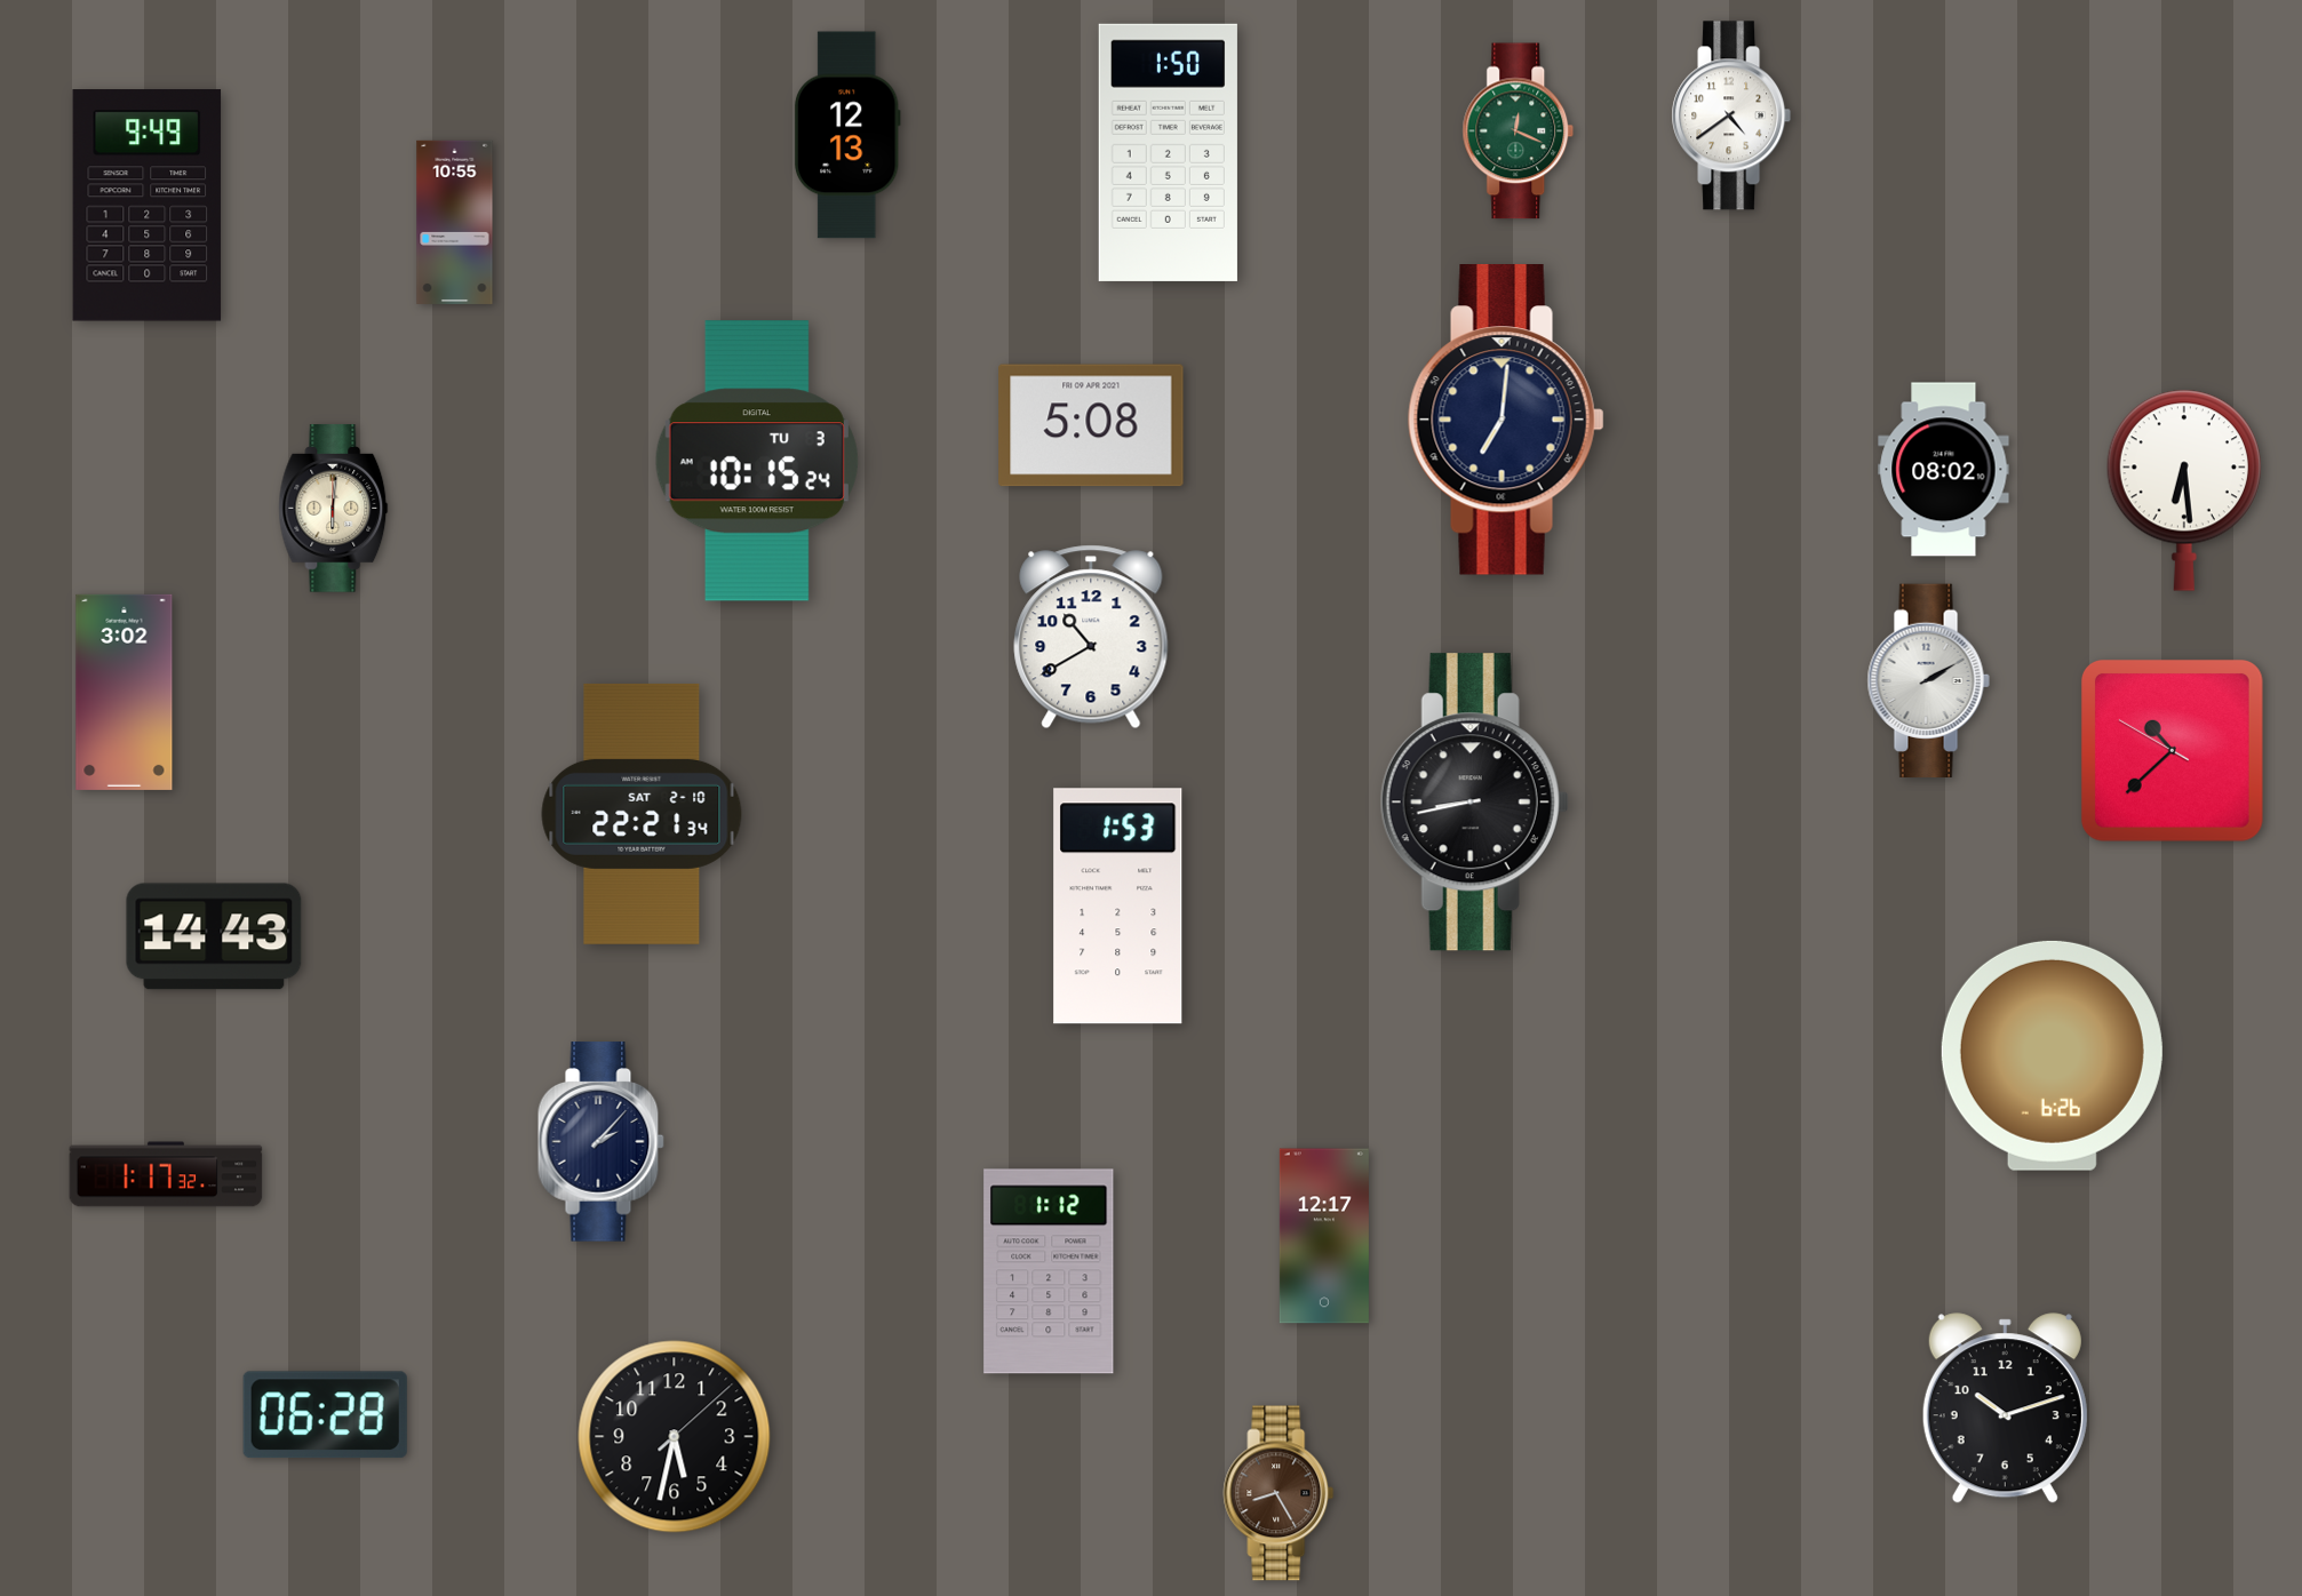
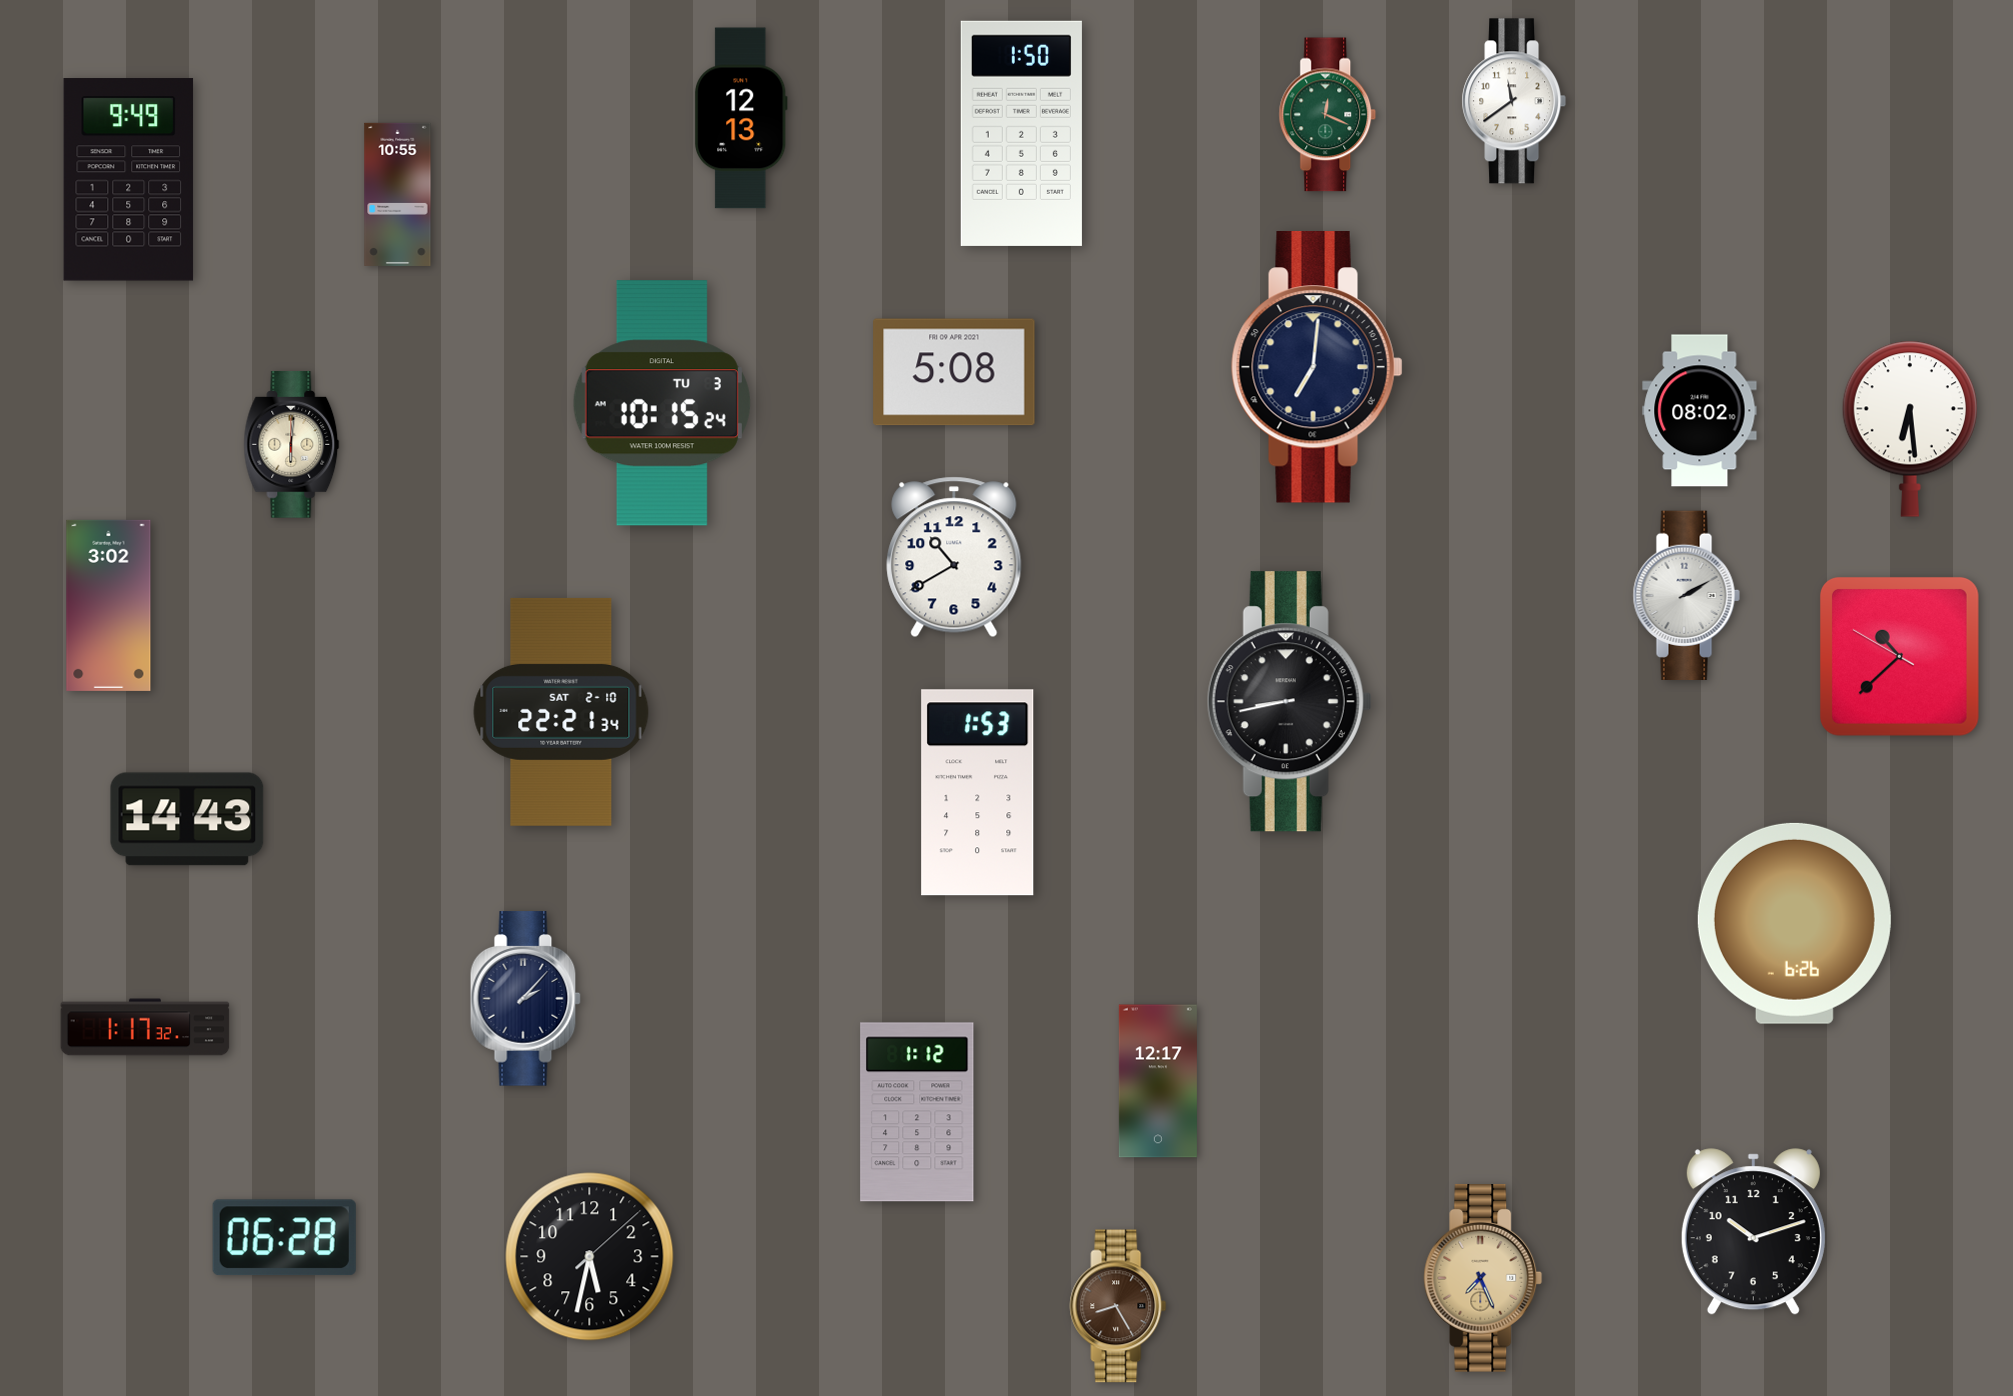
clock at (1731, 115): 4:39 -> 11:39
clock at (1483, 1279): none -> 7:26
